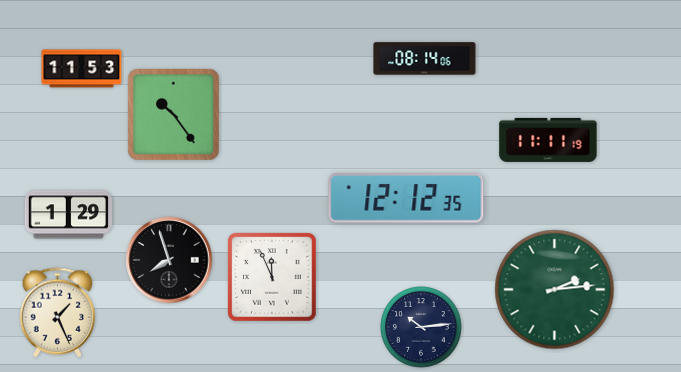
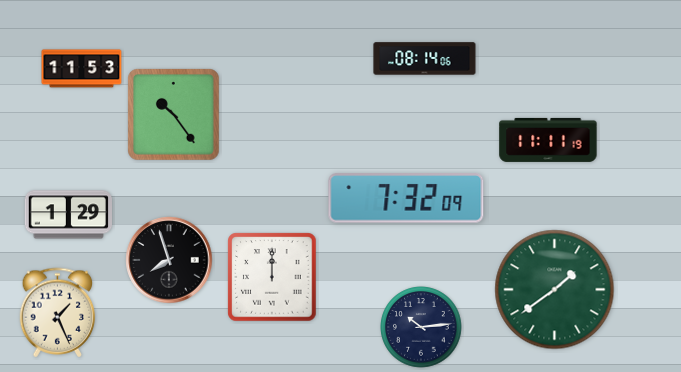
clock at (406, 198): 12:12 -> 7:32
clock at (272, 277): 11:56 -> 12:00
clock at (555, 290): 2:14 -> 1:39
